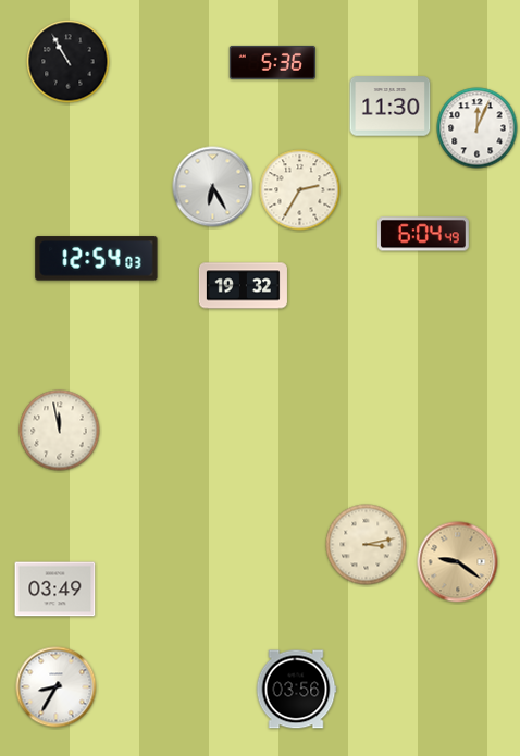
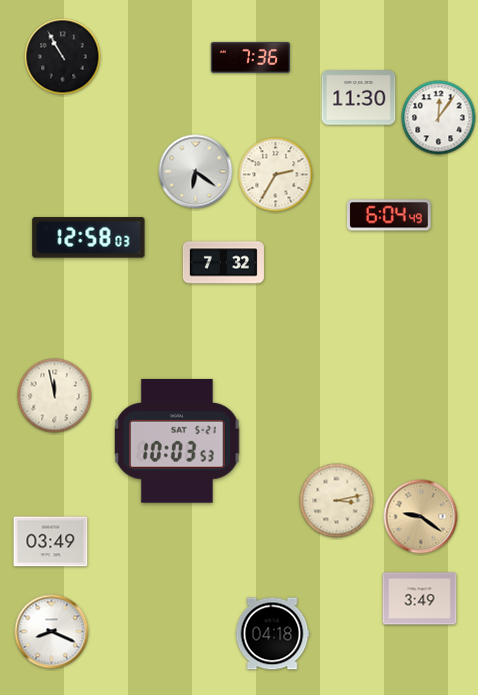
clock at (272, 62): 5:36 -> 7:36
clock at (478, 128): 12:04 -> 12:06
clock at (213, 187): 6:25 -> 6:21
clock at (97, 259): 12:54 -> 12:58
clock at (243, 286): 19:32 -> 7:32
clock at (177, 441): none -> 10:03
clock at (420, 599): none -> 3:49
clock at (57, 687): 8:35 -> 8:19
clock at (296, 690): 03:56 -> 04:18
